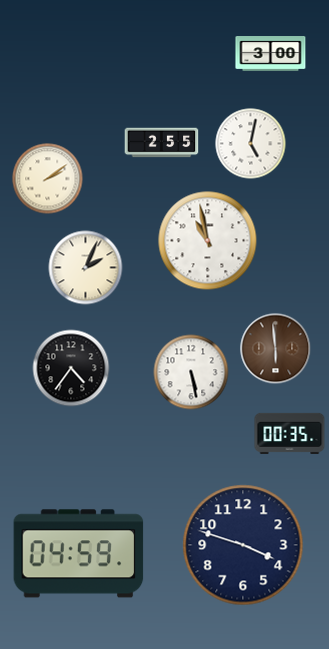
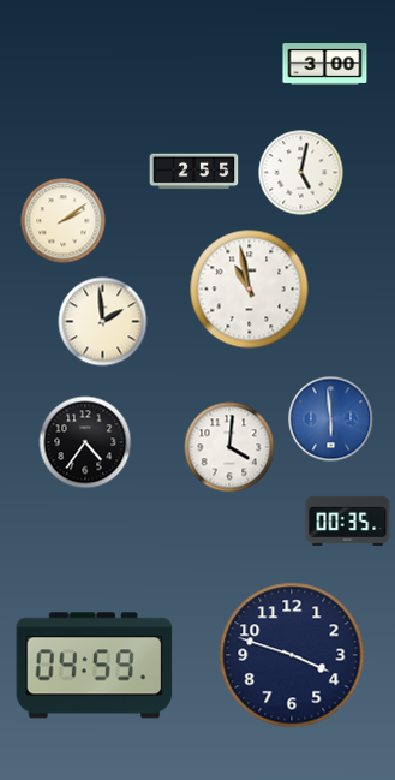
clock at (48, 179) position: (48, 179) -> (64, 221)
clock at (86, 268): 2:04 -> 1:59
clock at (276, 349) dial: brown -> blue
clock at (191, 372): 5:28 -> 4:01
